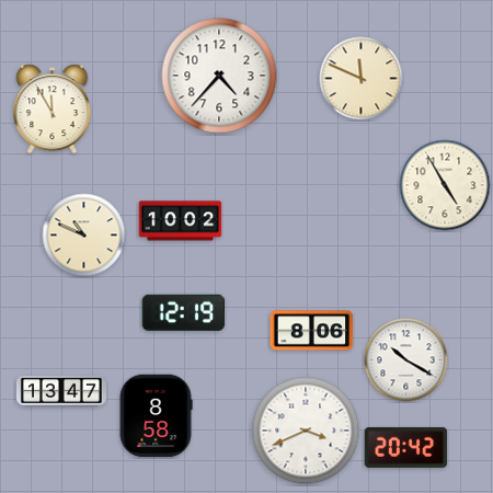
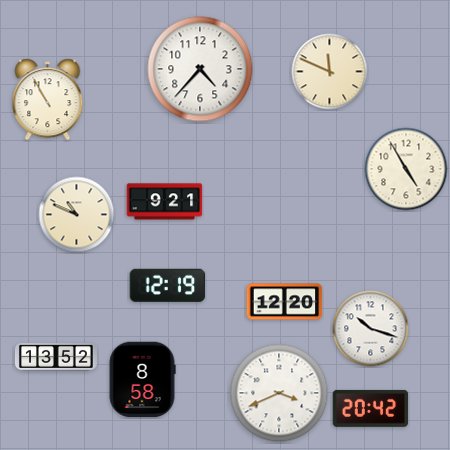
clock at (53, 110): 11:55 -> 10:55
clock at (181, 221): 10:02 -> 9:21
clock at (312, 331): 8:06 -> 12:20
clock at (406, 360): 10:20 -> 10:18
clock at (61, 391): 13:47 -> 13:52
